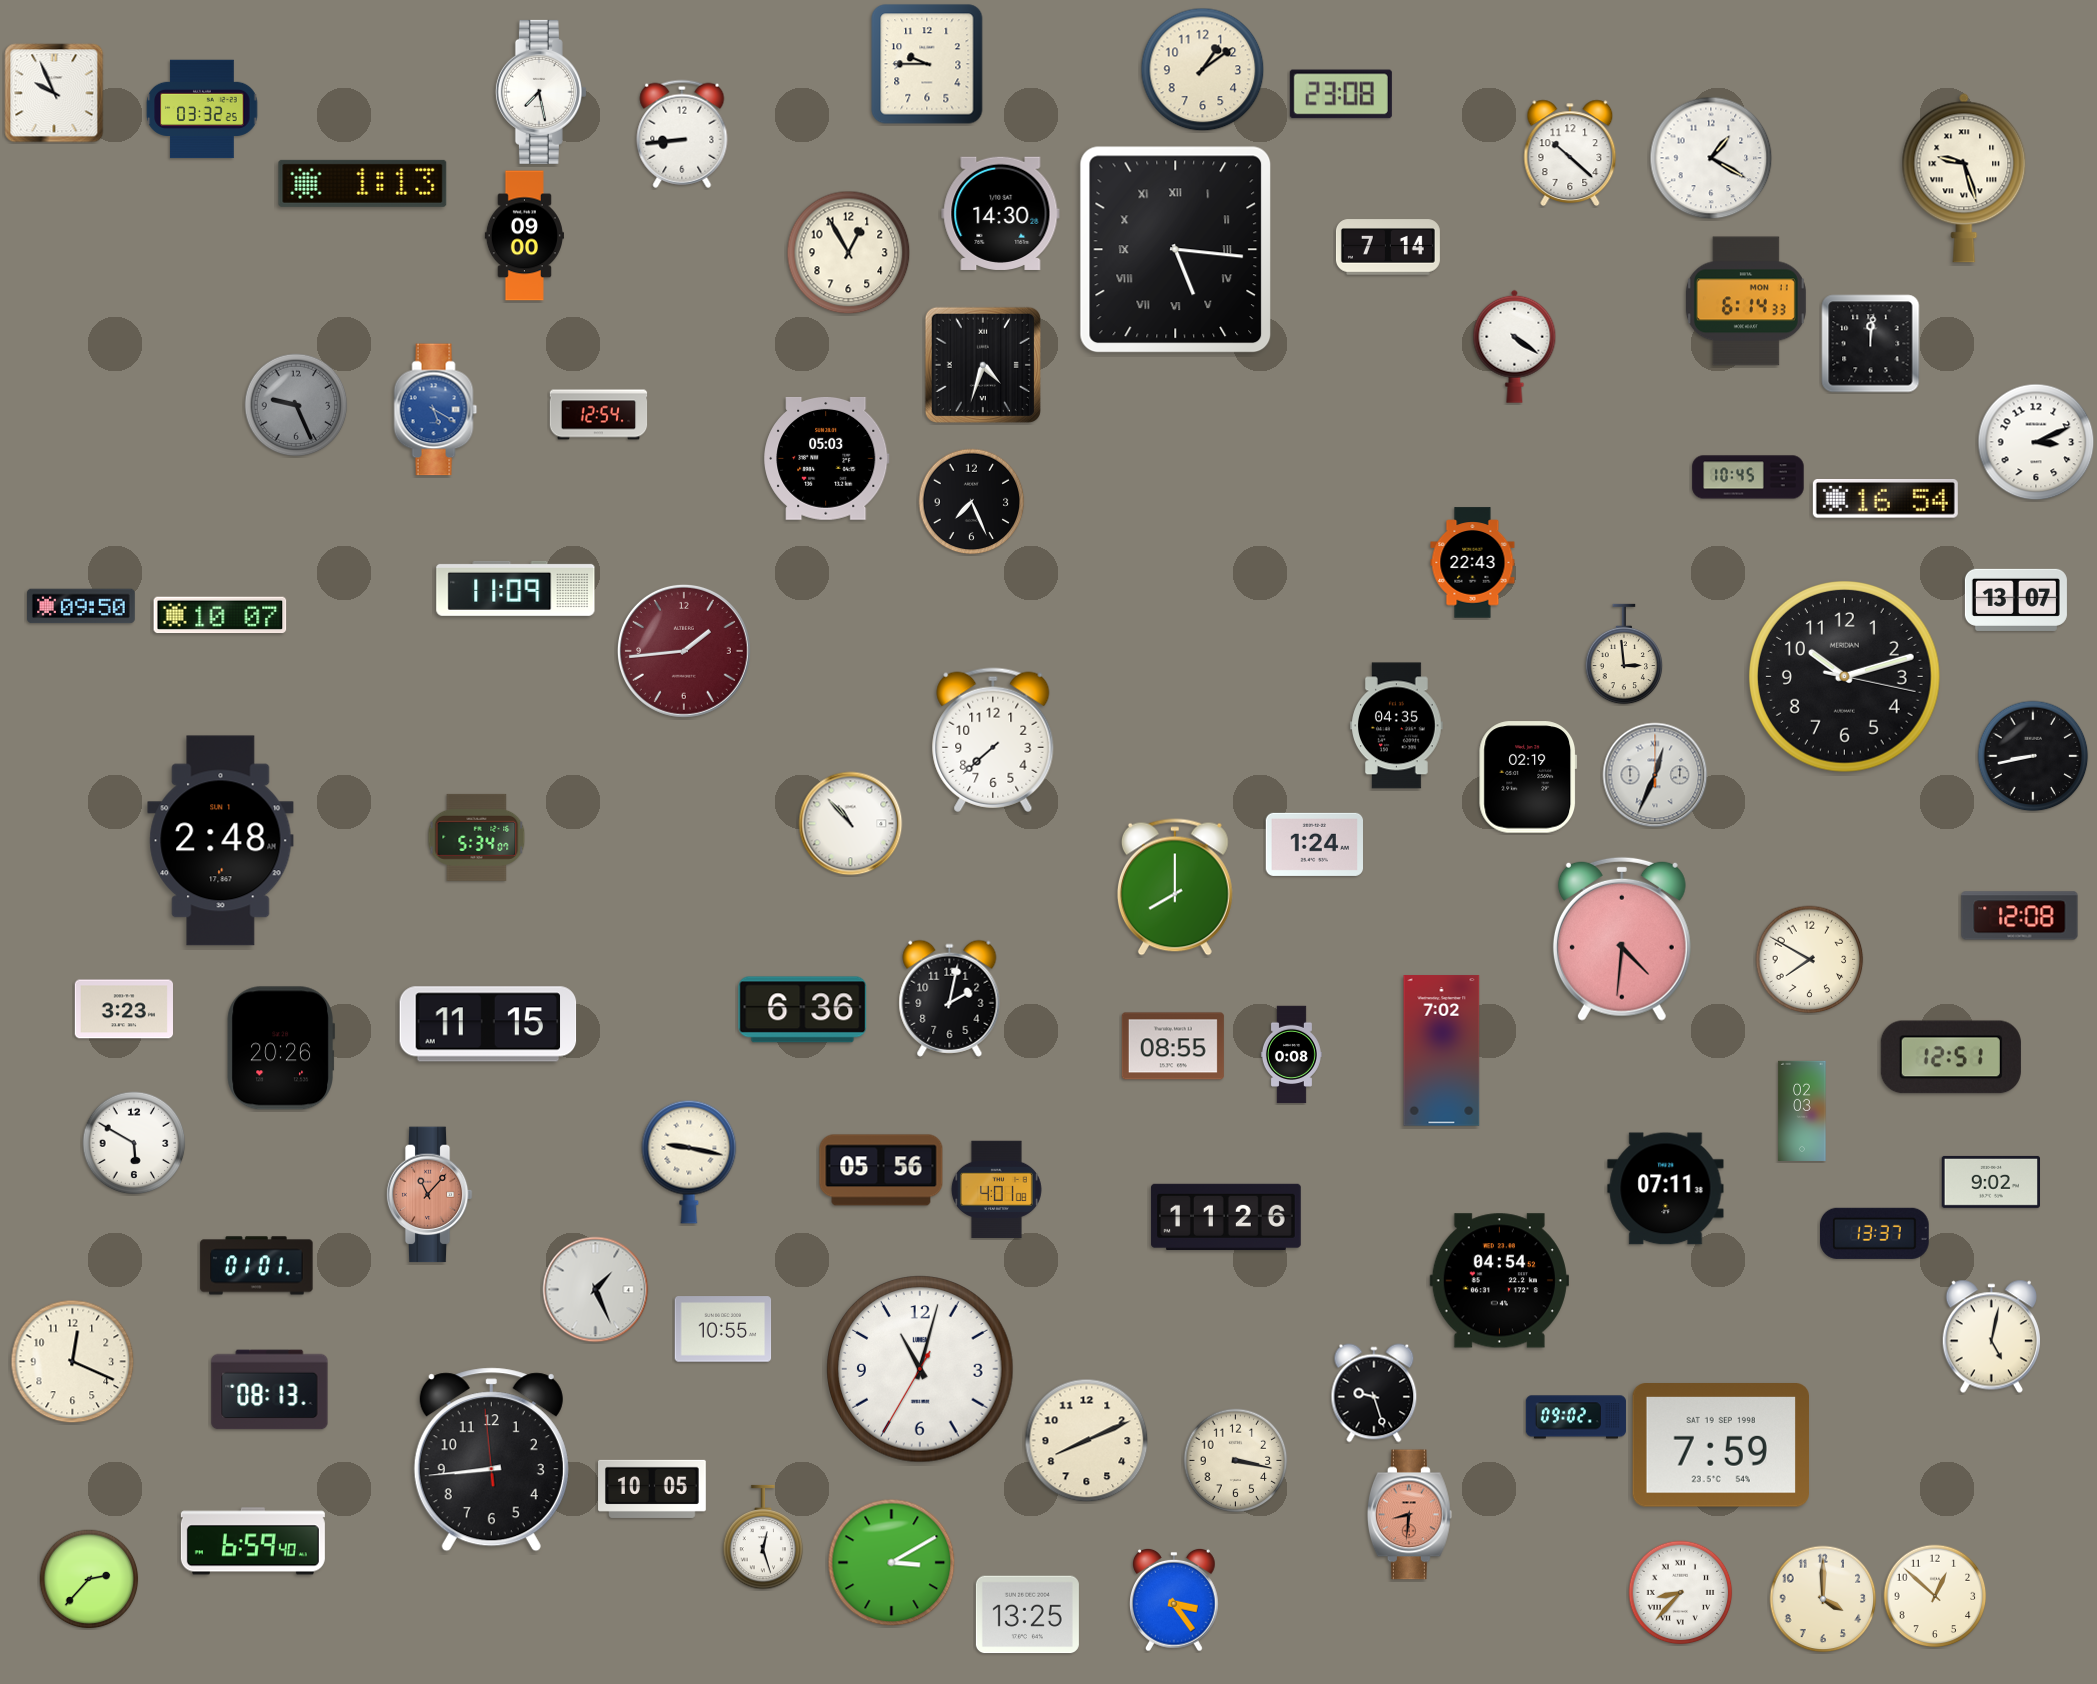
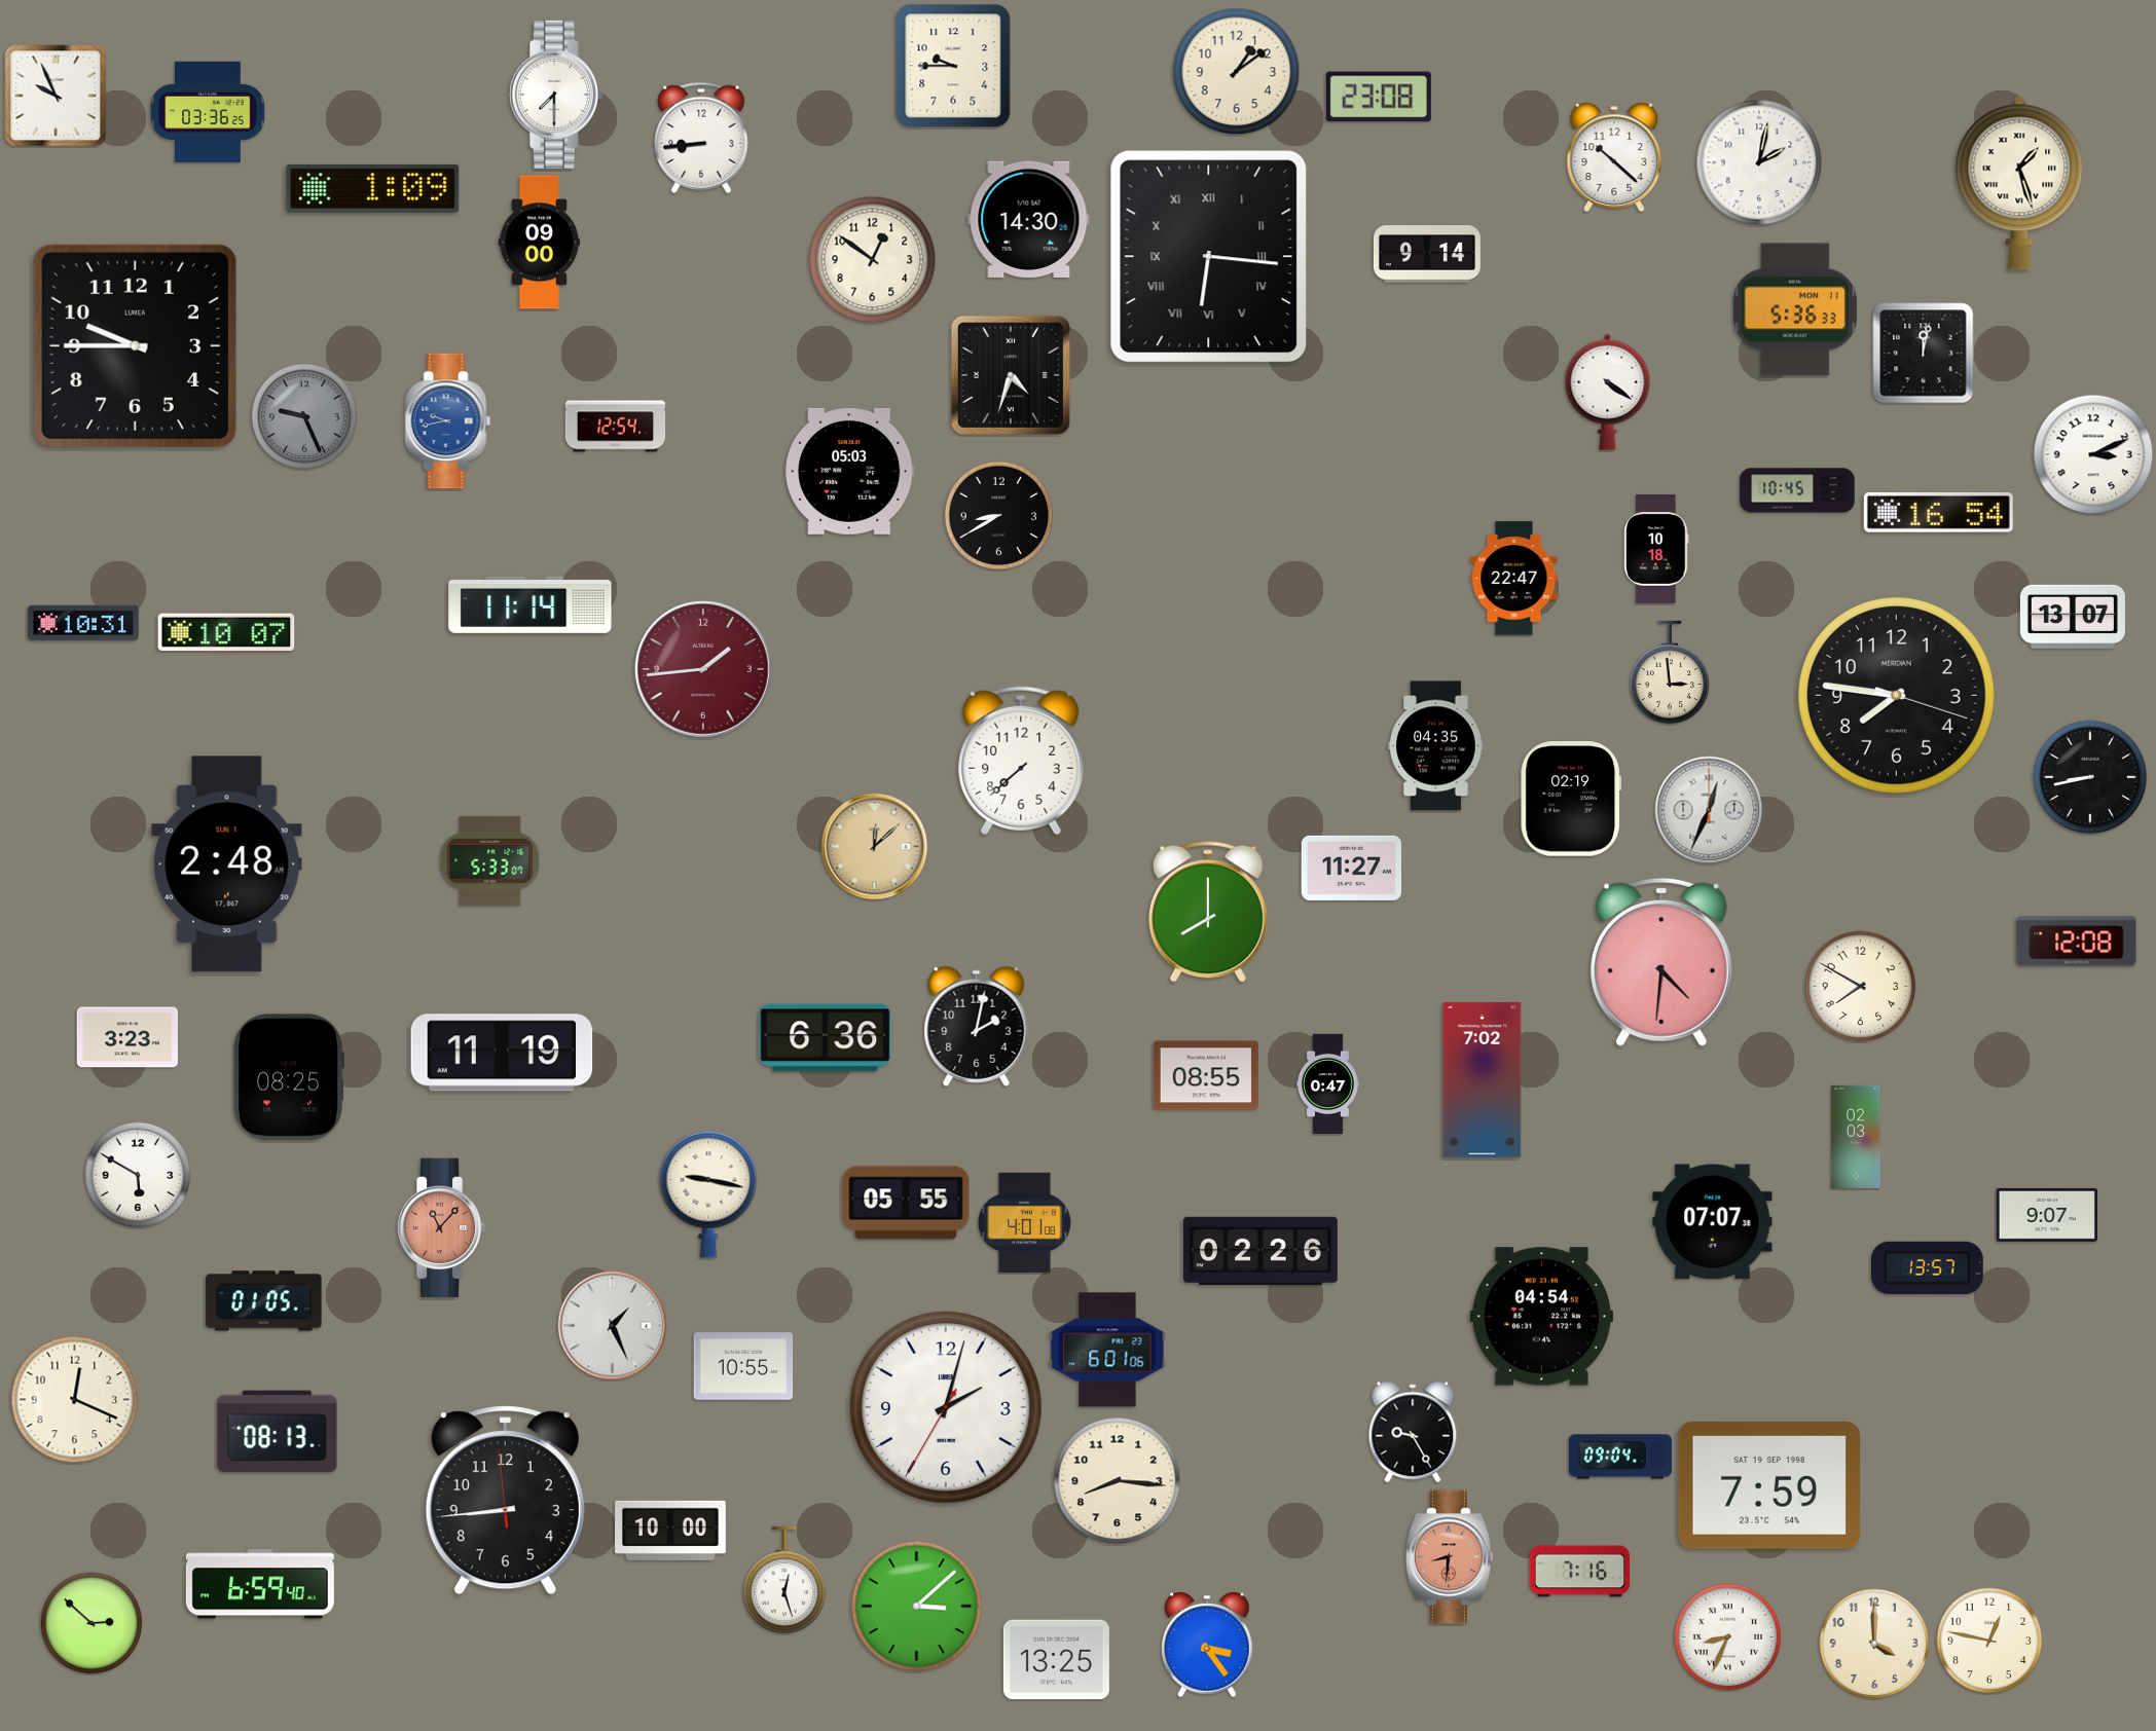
clock at (541, 92): 7:28 -> 7:30
clock at (202, 109): 03:32 -> 03:36
clock at (1711, 158): 1:20 -> 2:02
clock at (1964, 178): 9:27 -> 1:27
clock at (363, 183): 1:13 -> 1:09
clock at (1388, 247): 7:14 -> 9:14
clock at (1176, 250): 5:16 -> 6:16
clock at (849, 253): 12:55 -> 12:51
clock at (1746, 301): 6:14 -> 5:36
clock at (135, 345): none -> 9:45
clock at (1871, 344): 12:01 -> 12:02
clock at (1515, 346) position: (1515, 346) -> (1608, 392)
clock at (436, 410): 5:20 -> 9:43
clock at (972, 502): 7:26 -> 8:40
clock at (1656, 549): none -> 10:18
clock at (1473, 563): 22:43 -> 22:47
clock at (516, 588): 11:09 -> 11:14
clock at (82, 606): 09:50 -> 10:31
clock at (1845, 677): 10:12 -> 7:46
clock at (1655, 775) position: (1655, 775) -> (1709, 810)
clock at (851, 824): 10:53 -> 12:08
clock at (851, 824) dial: white -> champagne
clock at (477, 837): 5:34 -> 5:33
clock at (1314, 844): 1:24 -> 11:27
clock at (1622, 939) position: (1622, 939) -> (1661, 962)
clock at (488, 1024): 11:15 -> 11:19
clock at (281, 1048): 20:26 -> 08:25
clock at (1291, 1055): 0:08 -> 0:47
clock at (1951, 1057): 12:51 -> none
clock at (1802, 1110) position: (1802, 1110) -> (1856, 1136)
clock at (881, 1170): 05:56 -> 05:55
clock at (1990, 1182): 9:02 -> 9:07
clock at (1666, 1189): 07:11 -> 07:07
clock at (1226, 1216): 11:26 -> 02:26
clock at (1875, 1233): 13:37 -> 13:57
clock at (257, 1266): 01:01 -> 01:05
clock at (1107, 1350): none -> 6:01
clock at (1991, 1337): 5:02 -> none
clock at (920, 1369): 11:02 -> 2:02
clock at (270, 1390) position: (270, 1390) -> (278, 1432)
clock at (1374, 1393): 9:27 -> 9:25
clock at (1576, 1417): 09:02 -> 09:04
clock at (1087, 1441): 8:11 -> 8:16
clock at (1236, 1461): 3:17 -> none
clock at (652, 1489): 10:05 -> 10:00
clock at (1580, 1572): none -> 7:16
clock at (892, 1563): 3:10 -> 3:08
clock at (89, 1579): 2:37 -> 2:52
clock at (1681, 1593): 8:37 -> 8:34
clock at (1935, 1596): 12:52 -> 12:47
